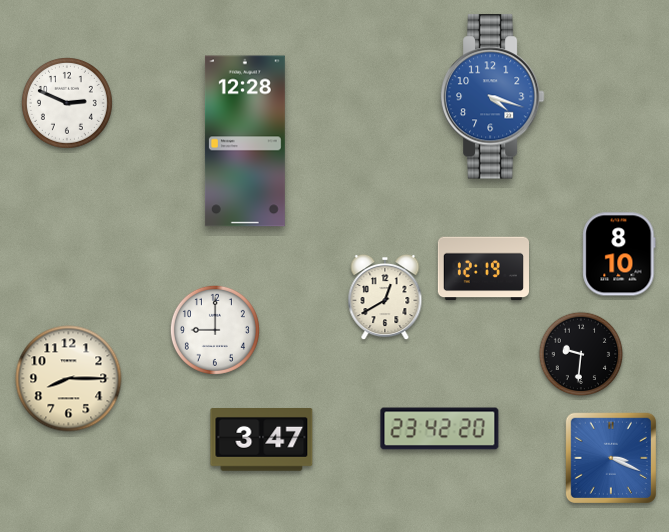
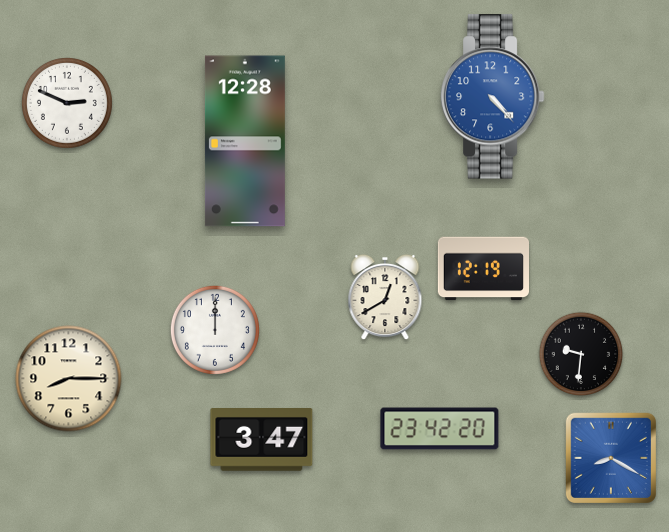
clock at (492, 97): 4:18 -> 4:23
clock at (619, 254): 8:10 -> none
clock at (215, 330): 9:00 -> 12:00
clock at (611, 458): 3:19 -> 8:20
